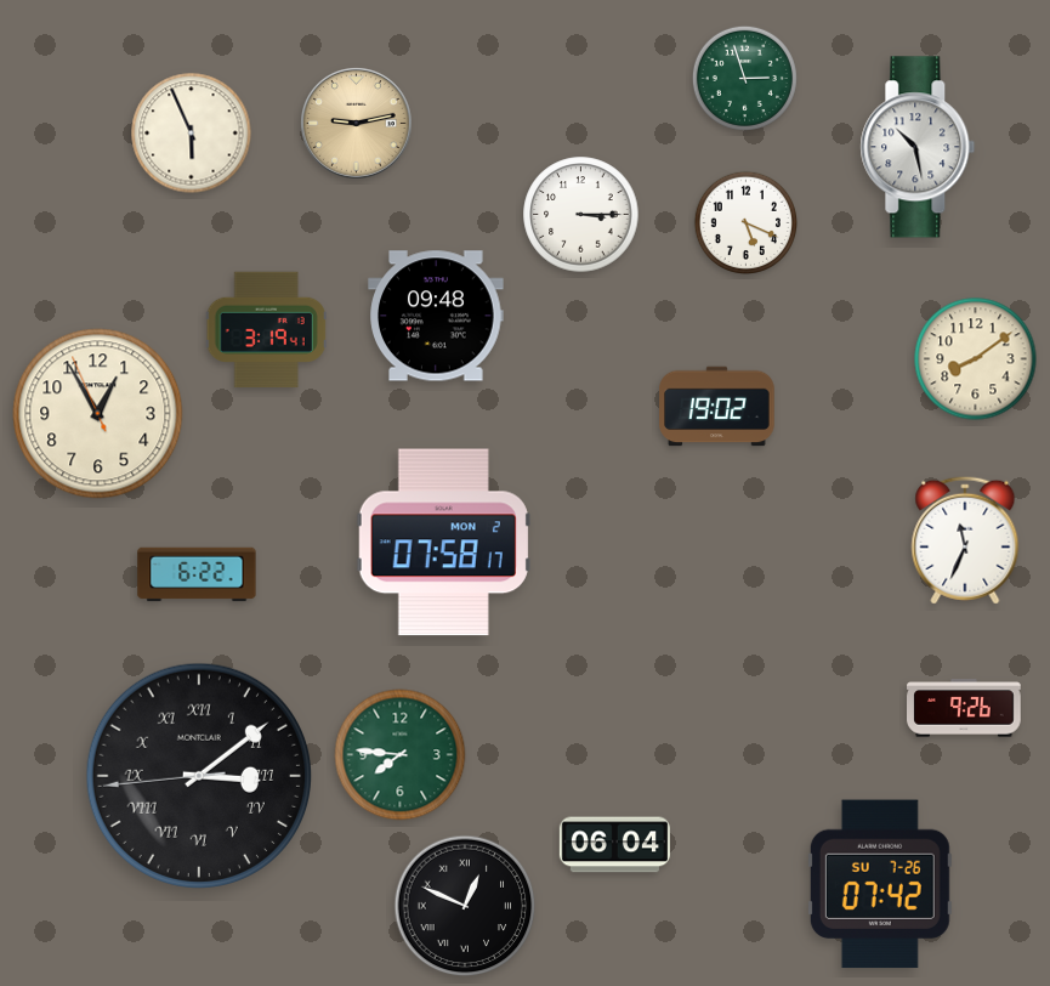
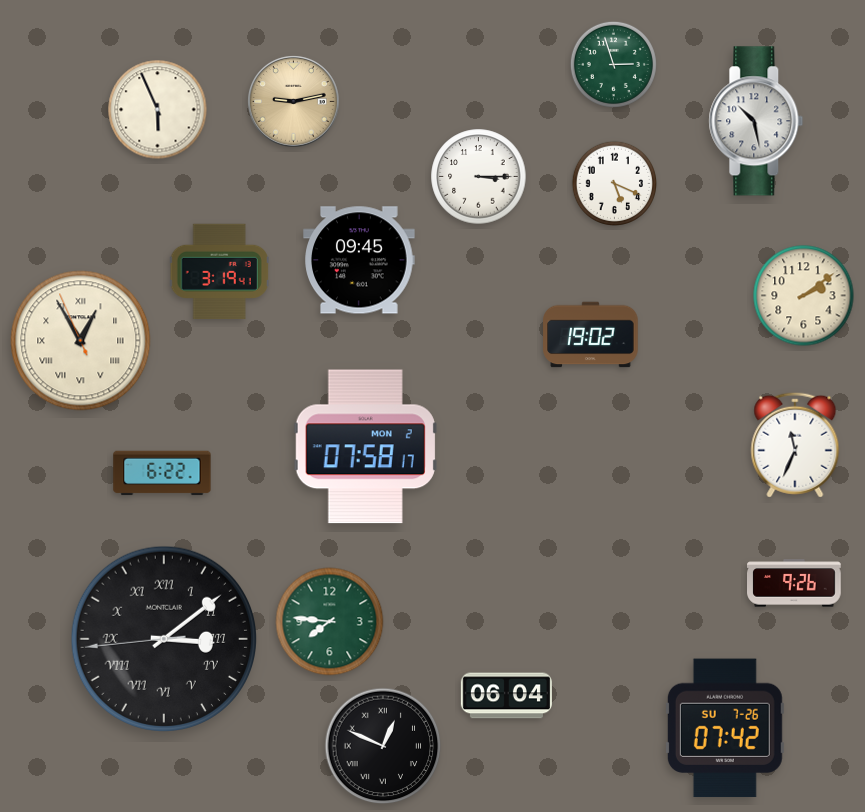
clock at (436, 316): 09:48 -> 09:45
clock at (976, 359): 8:09 -> 2:09
clock at (98, 414) numerals: Arabic -> Roman
